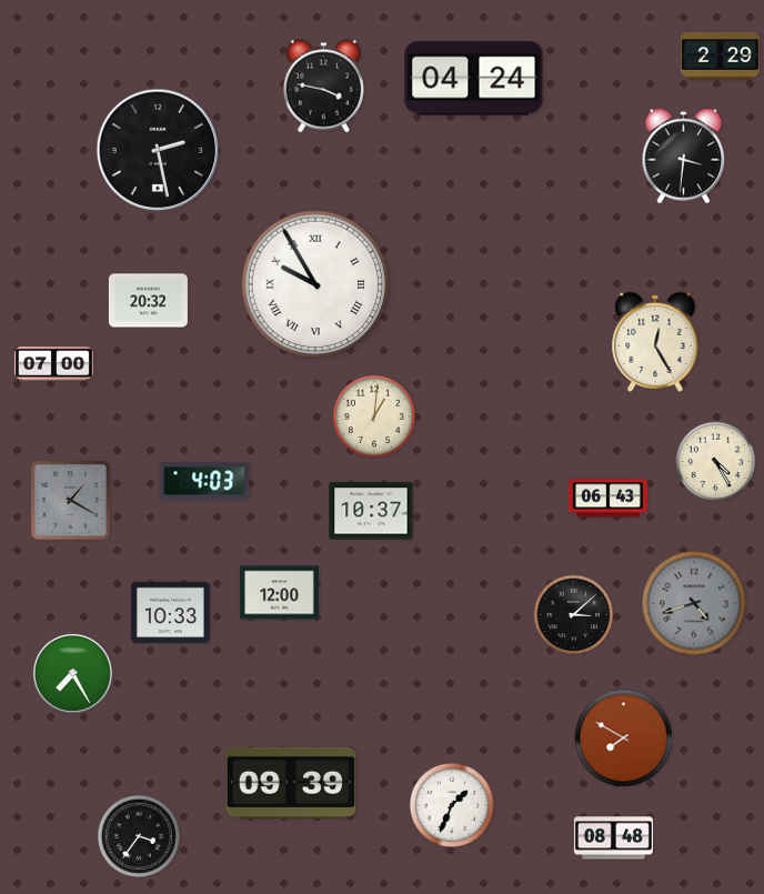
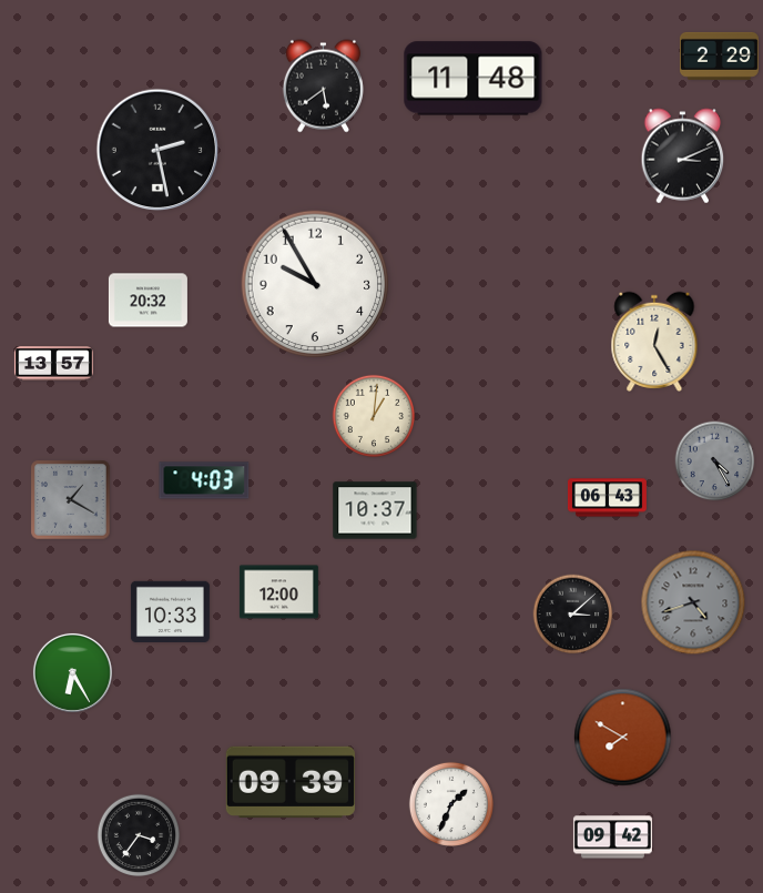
clock at (474, 79): 04:24 -> 11:48
clock at (323, 87): 3:47 -> 5:39
clock at (684, 157): 3:31 -> 3:11
clock at (315, 284) numerals: Roman -> Arabic
clock at (53, 364): 07:00 -> 13:57
clock at (716, 462) dial: cream -> grey
clock at (371, 511) position: (371, 511) -> (375, 510)
clock at (72, 673): 7:25 -> 6:25
clock at (613, 838): 08:48 -> 09:42
